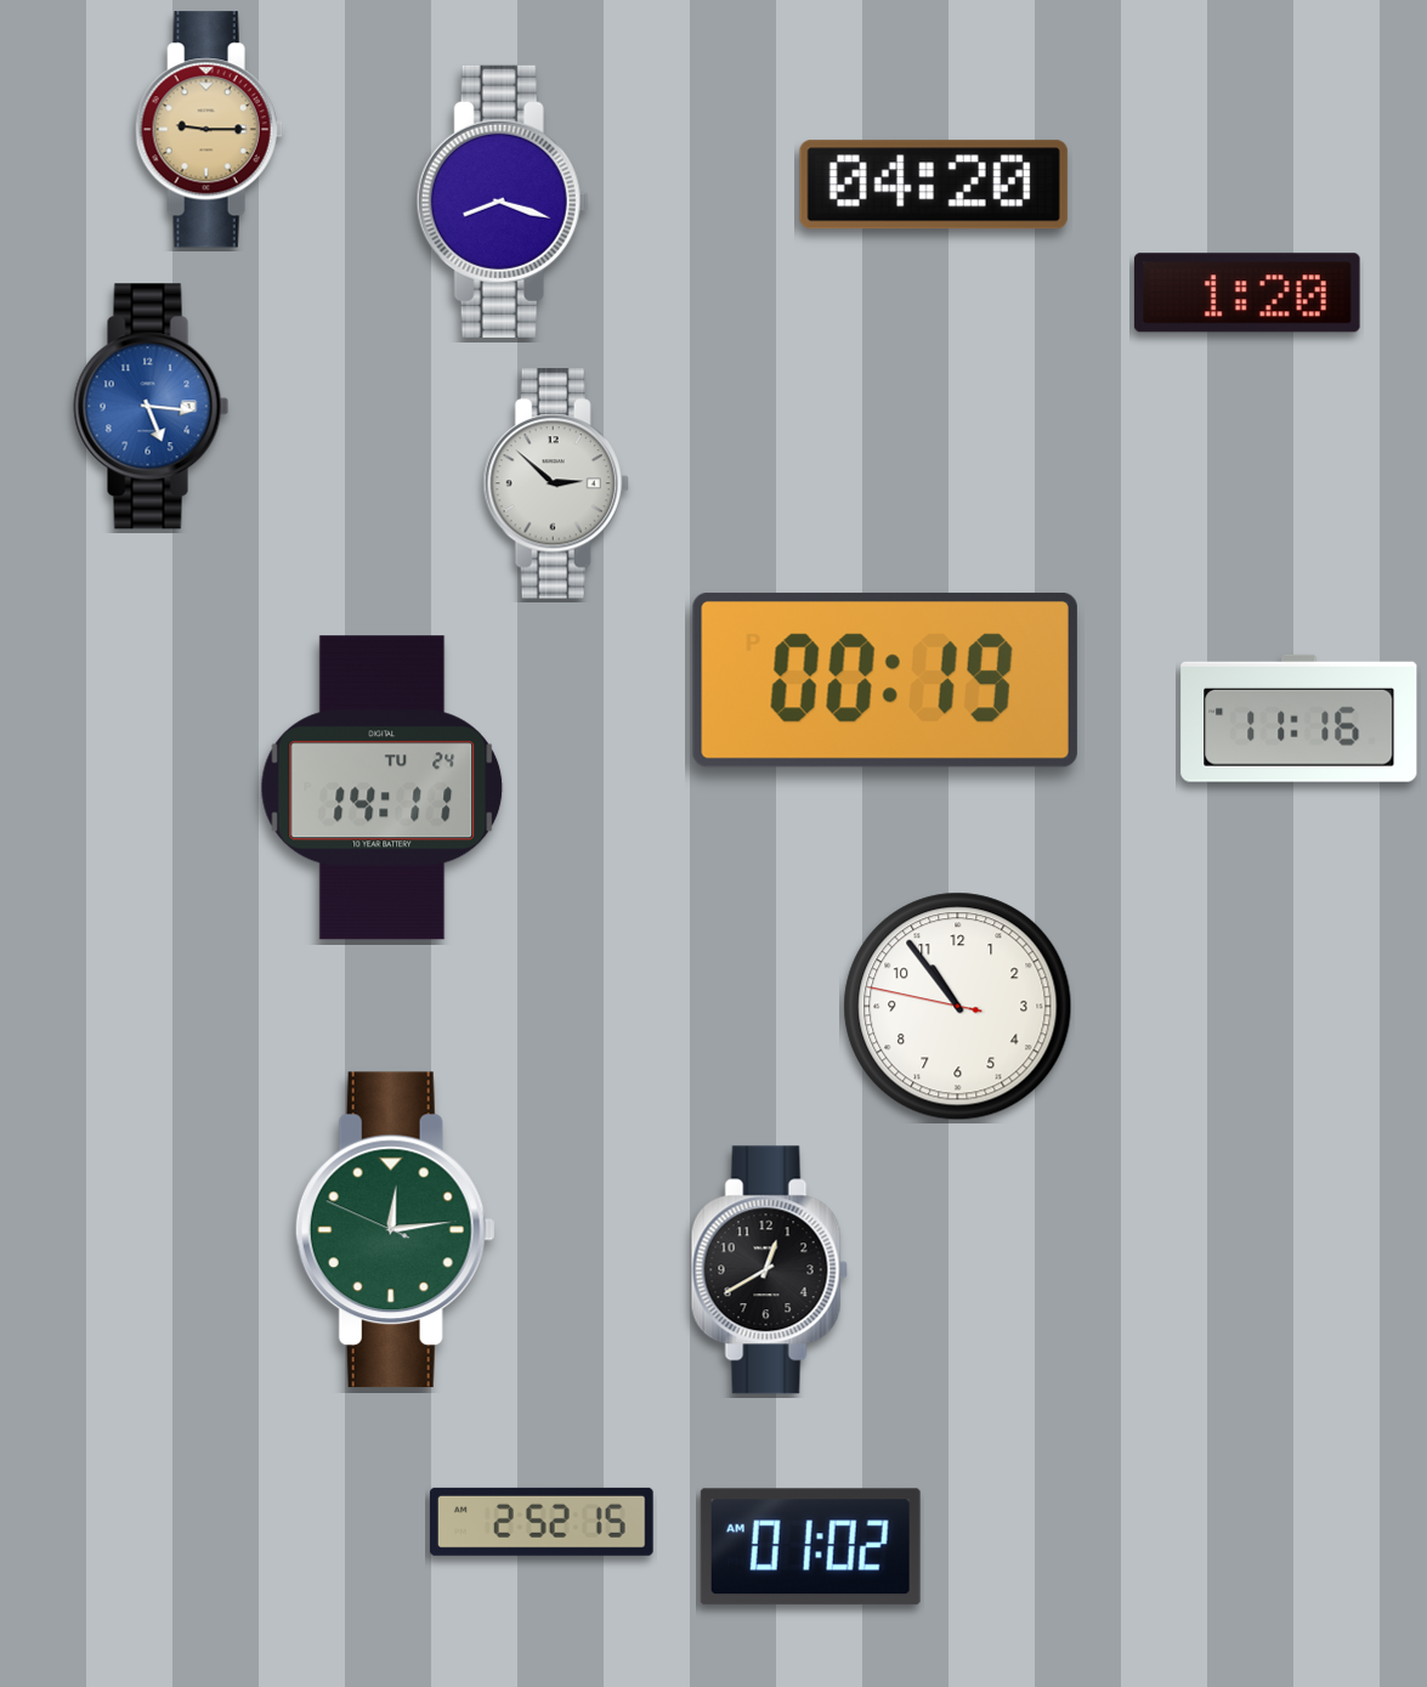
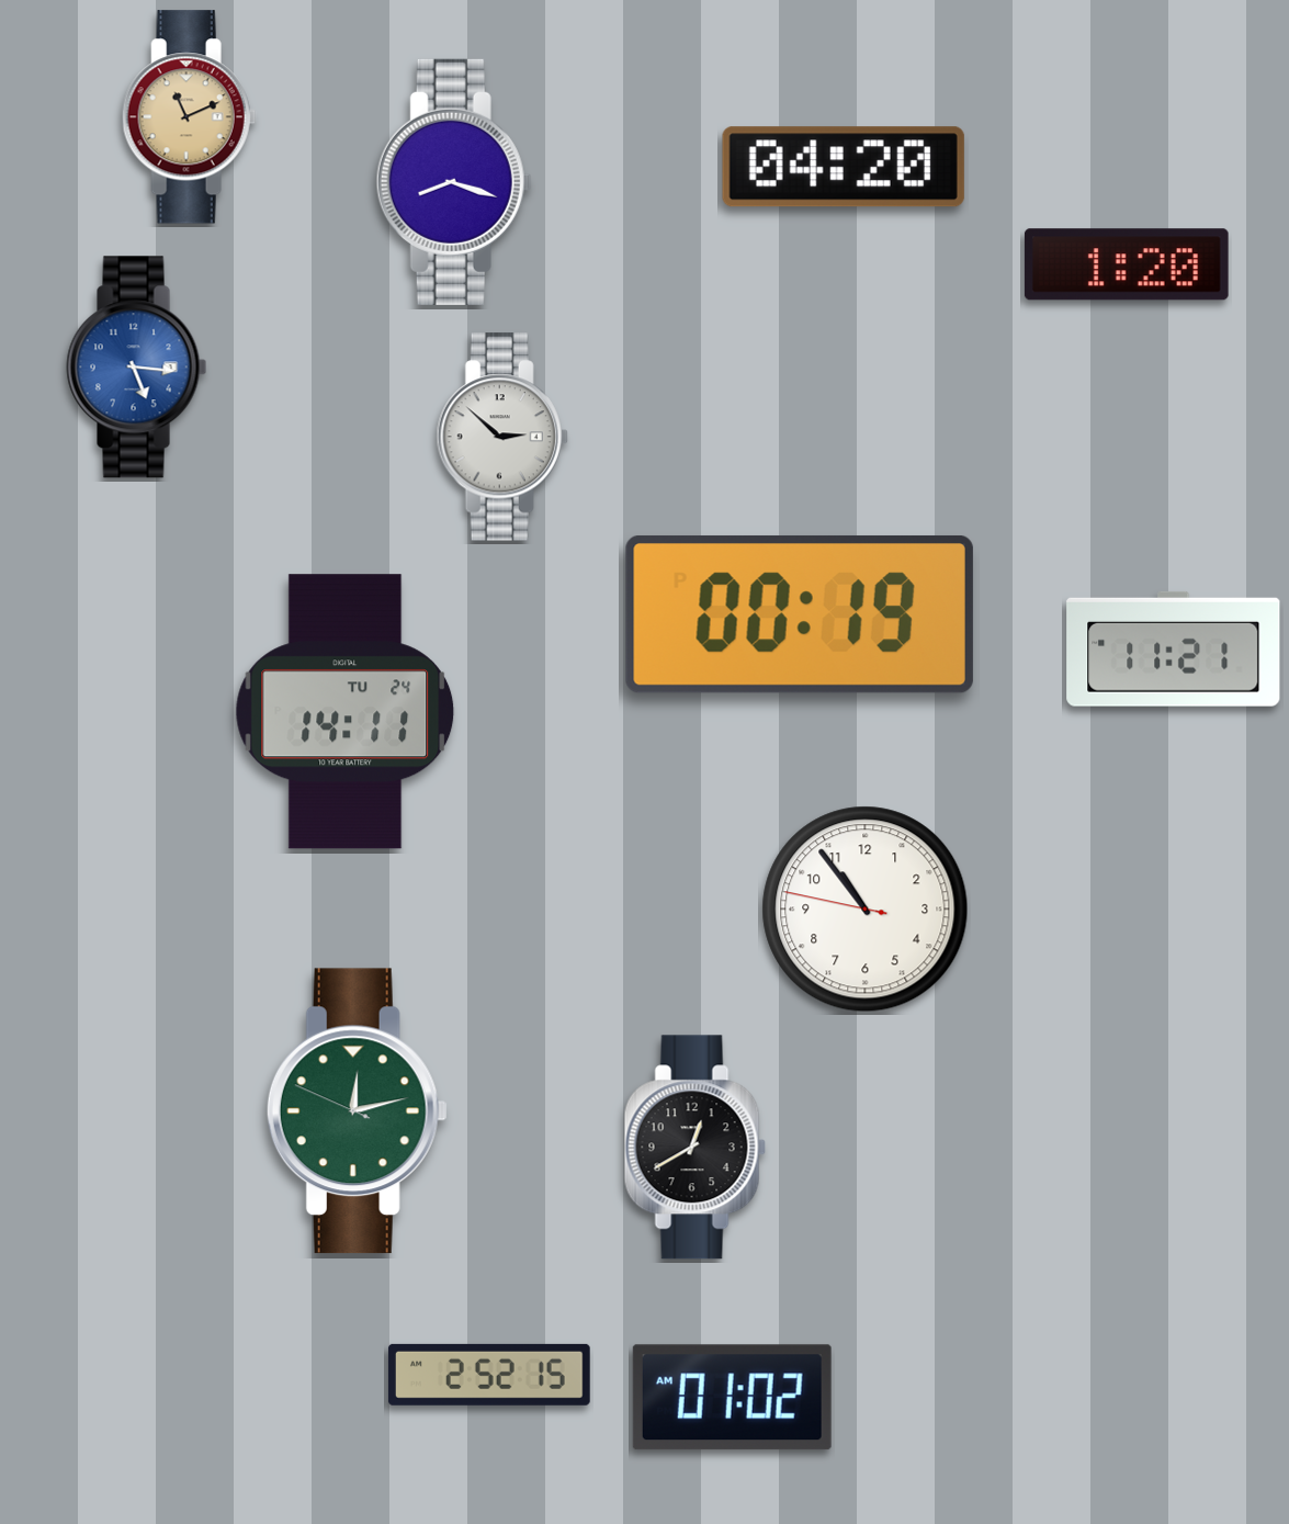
clock at (209, 130): 9:15 -> 11:11
clock at (1299, 718): 11:16 -> 11:21
clock at (395, 1230): 12:13 -> 12:12
